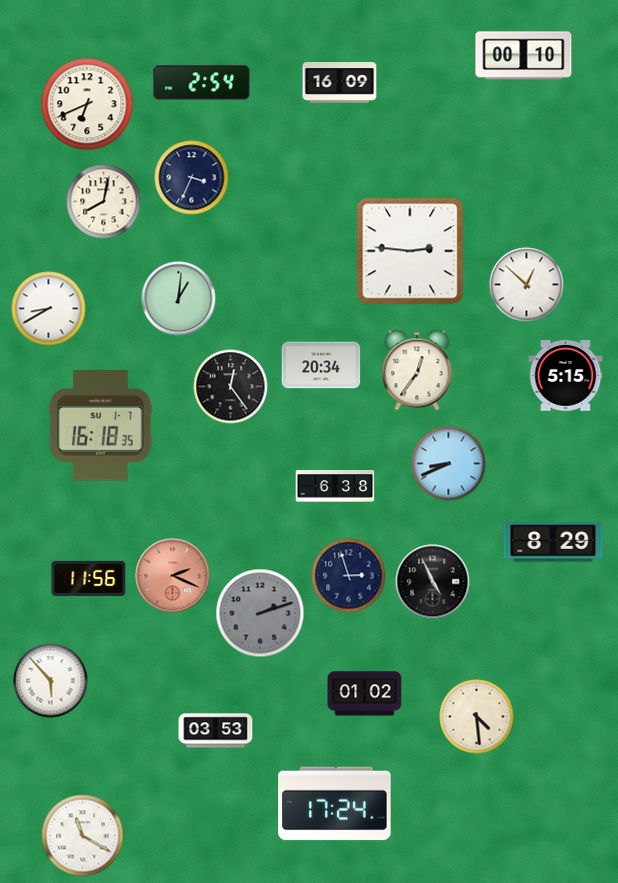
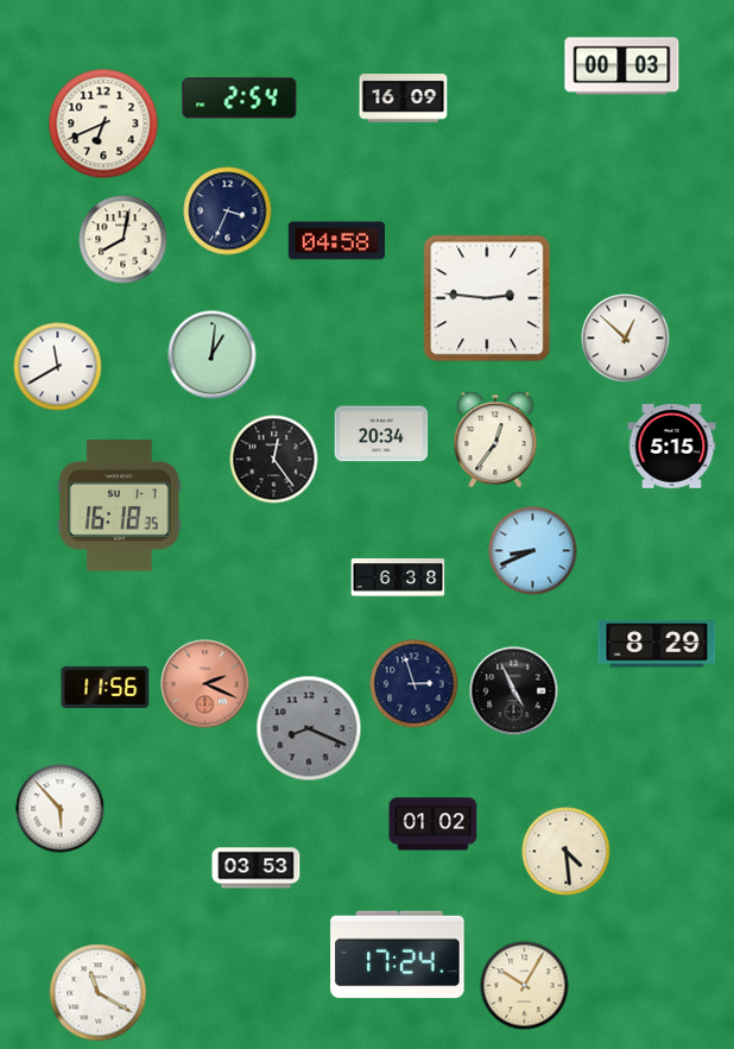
clock at (524, 56): 00:10 -> 00:03
clock at (336, 241): none -> 04:58
clock at (49, 309): 8:40 -> 11:40
clock at (260, 613): 2:12 -> 8:19
clock at (525, 986): none -> 10:05
